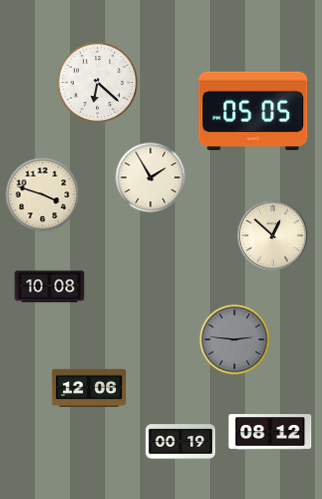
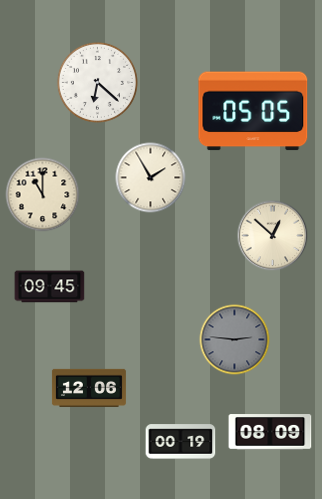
clock at (43, 195): 3:48 -> 11:00
clock at (50, 287): 10:08 -> 09:45
clock at (270, 432): 08:12 -> 08:09
